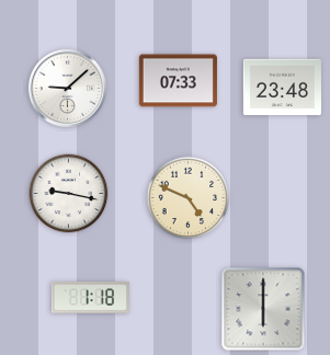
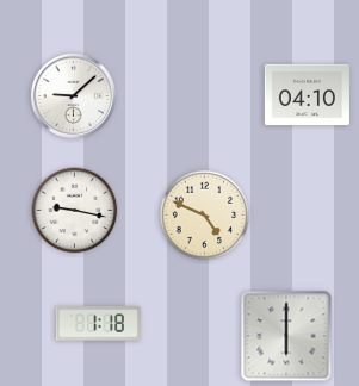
clock at (178, 81): 07:33 -> none
clock at (282, 88): 23:48 -> 04:10
